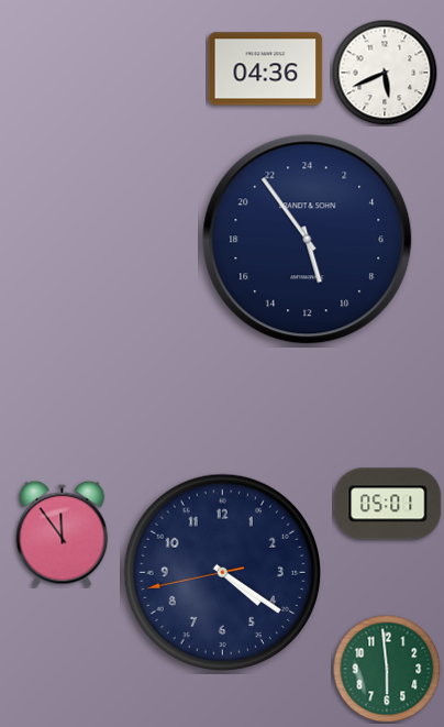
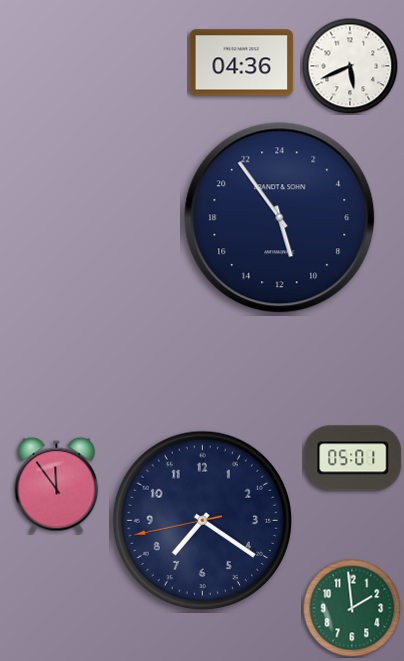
clock at (222, 572): 4:20 -> 7:20
clock at (387, 669): 5:59 -> 1:59
